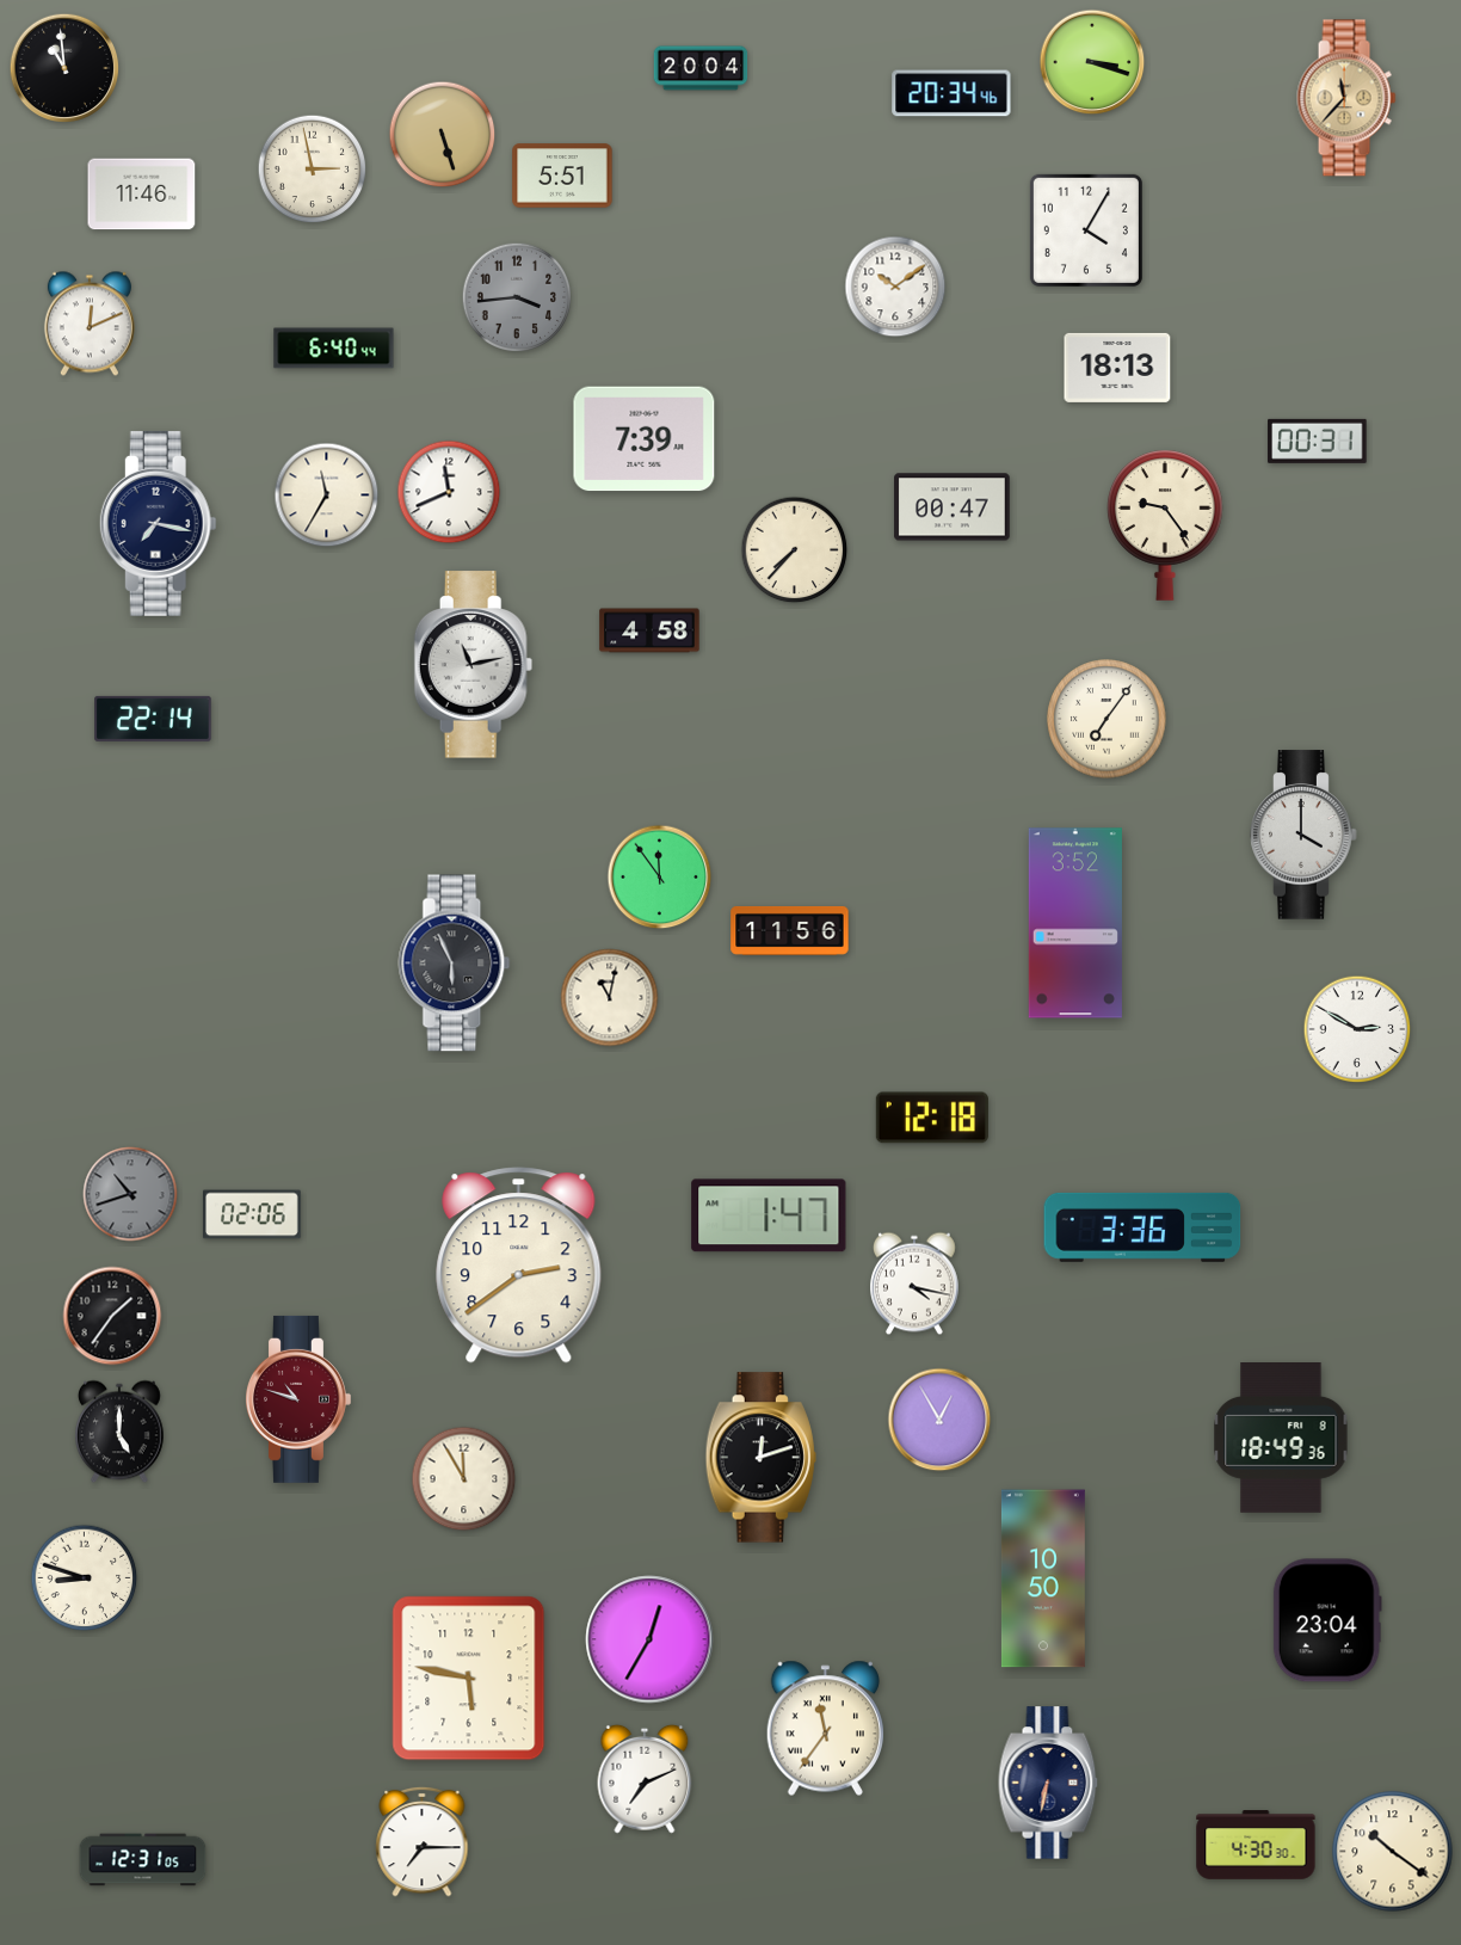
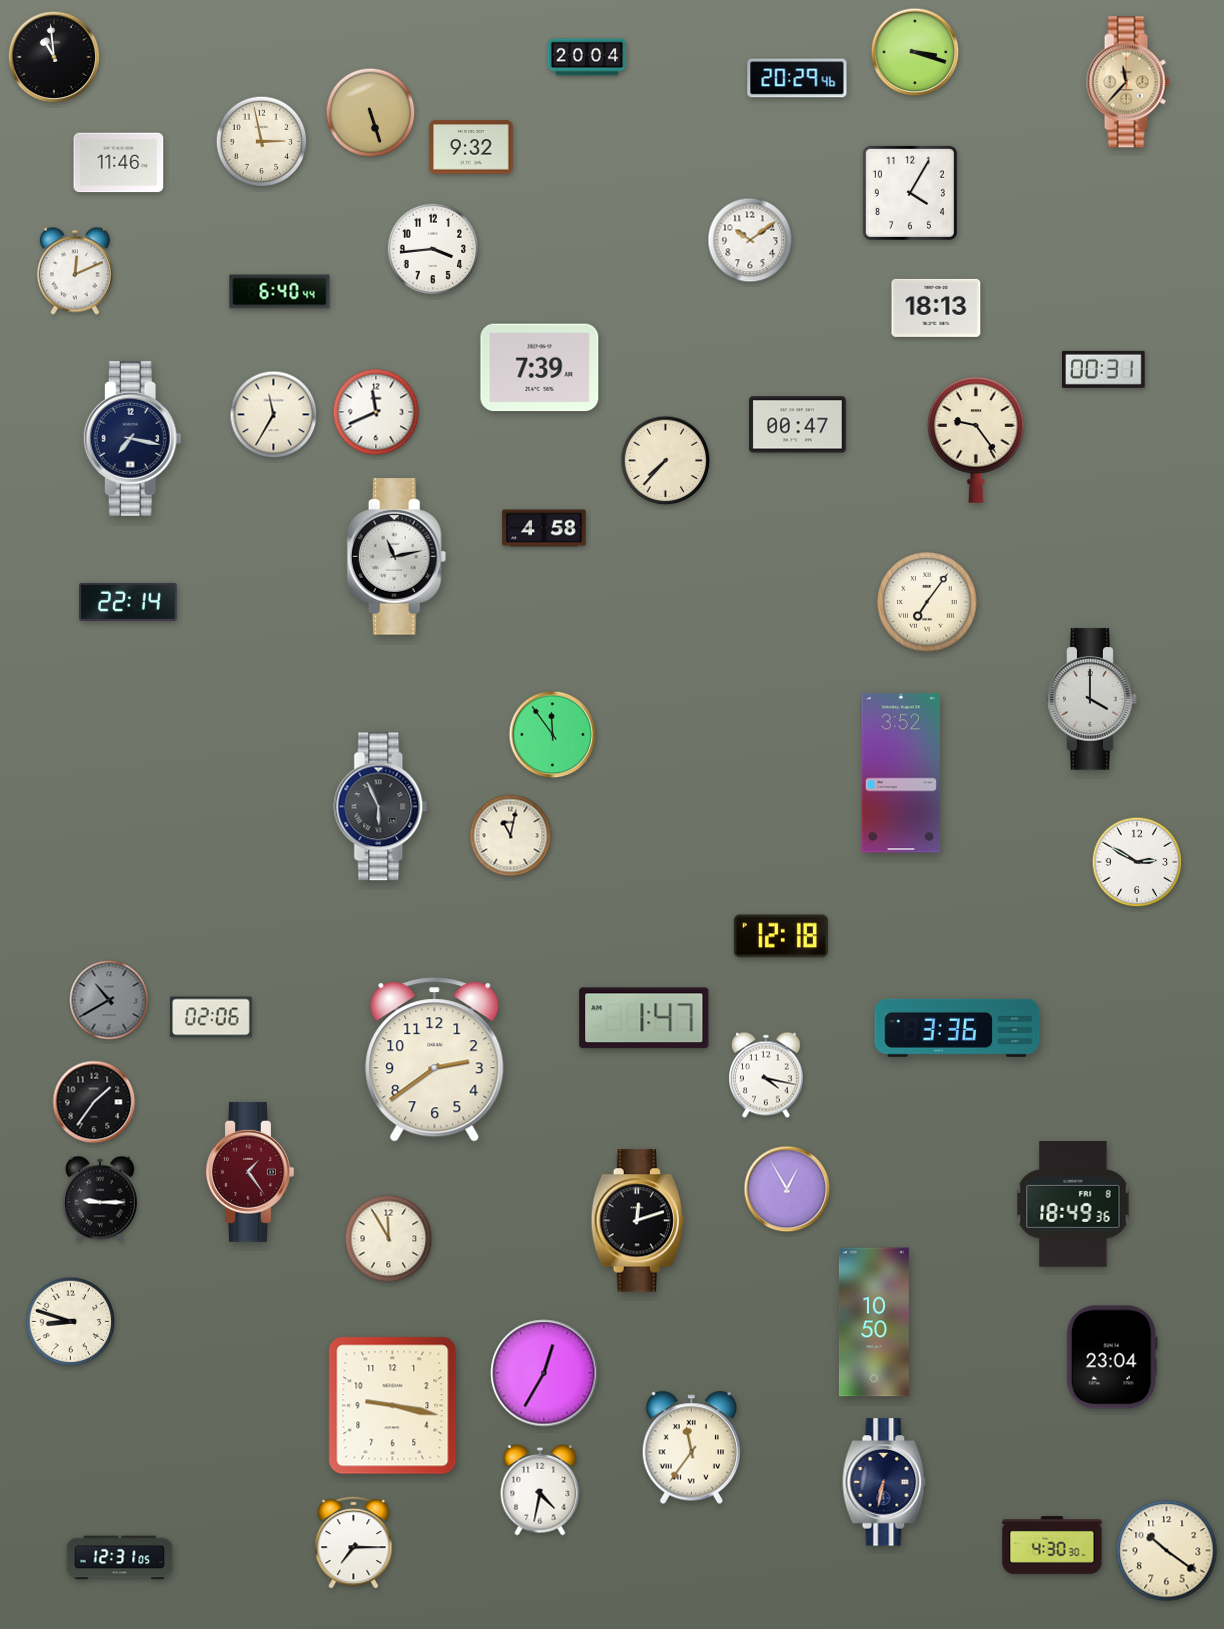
clock at (951, 93): 20:34 -> 20:29
clock at (562, 176): 5:51 -> 9:32
clock at (516, 296) dial: grey -> white
clock at (790, 930): 11:56 -> none
clock at (130, 1194): 10:42 -> 10:40
clock at (298, 1399): 10:48 -> 1:24
clock at (121, 1432): 5:00 -> 9:15
clock at (469, 1679): 5:47 -> 9:17
clock at (645, 1779): 7:11 -> 4:32
clock at (1048, 1783) position: (1048, 1783) -> (884, 1482)
